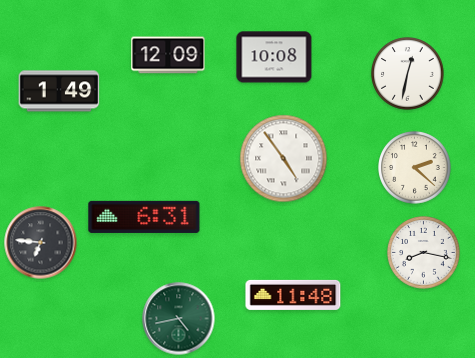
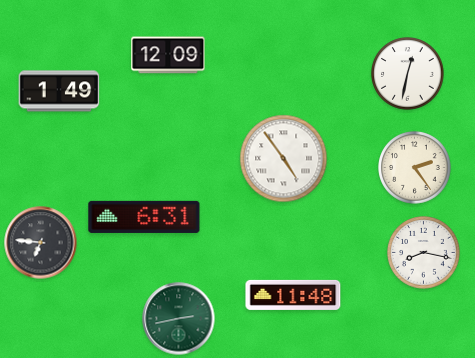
clock at (274, 57): 10:08 -> none
clock at (415, 168): 2:22 -> 2:24
clock at (179, 319): 4:43 -> 2:43
